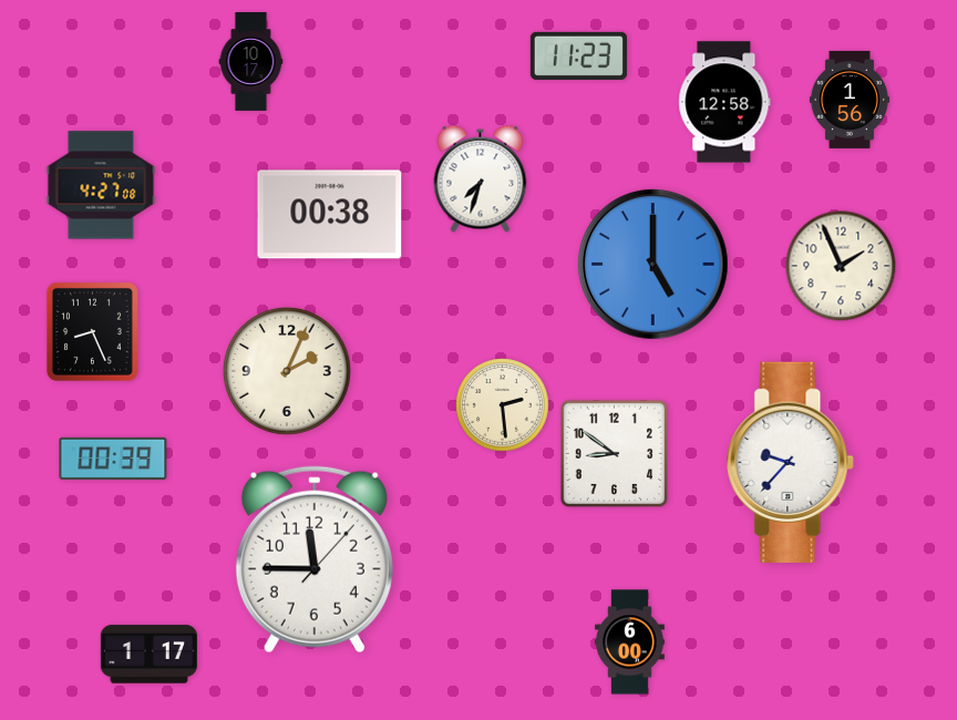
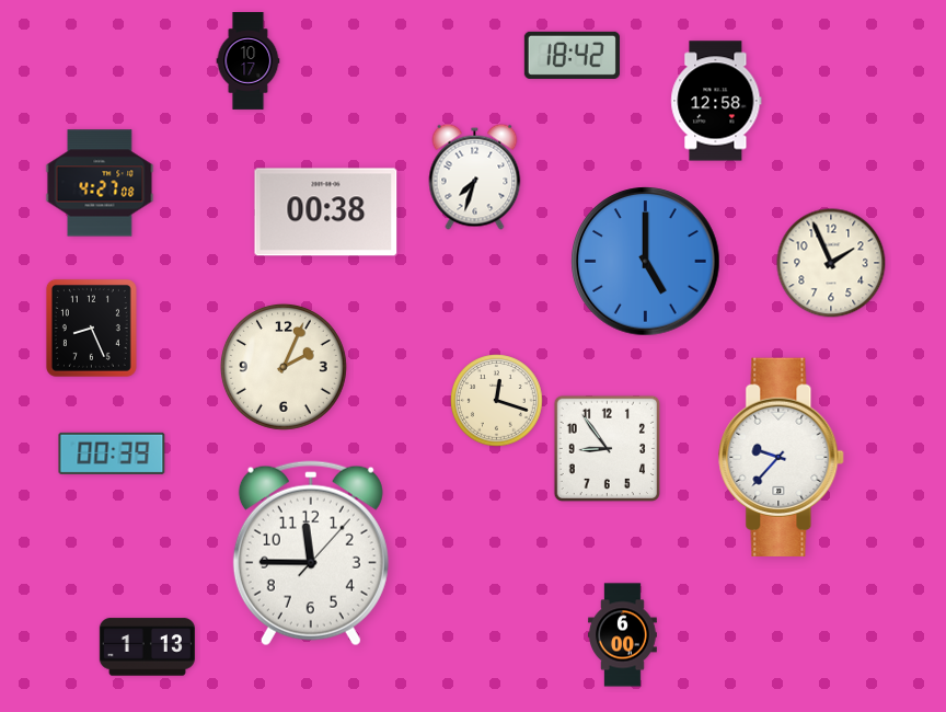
clock at (578, 55): 11:23 -> 18:42
clock at (850, 100): 1:56 -> none
clock at (503, 405): 2:29 -> 12:18
clock at (614, 453): 8:51 -> 8:54
clock at (148, 655): 1:17 -> 1:13
